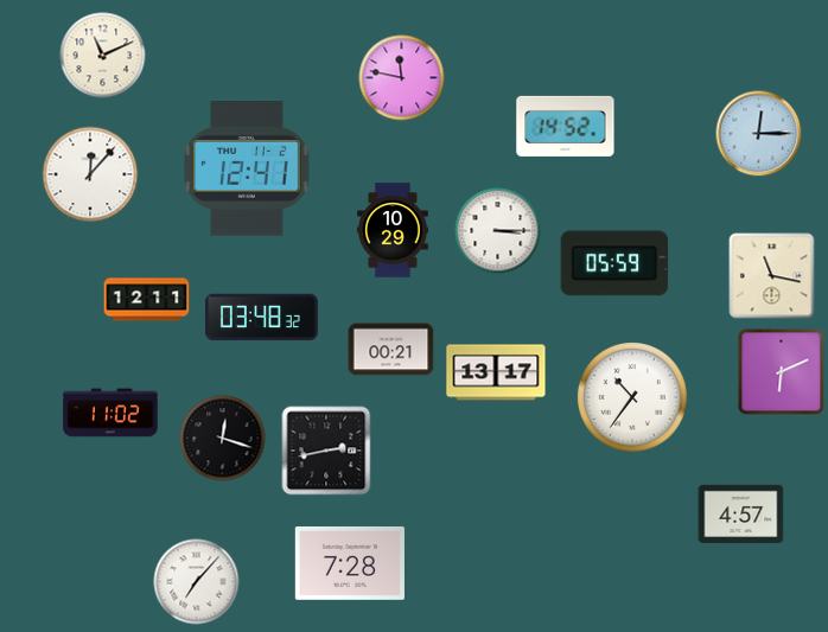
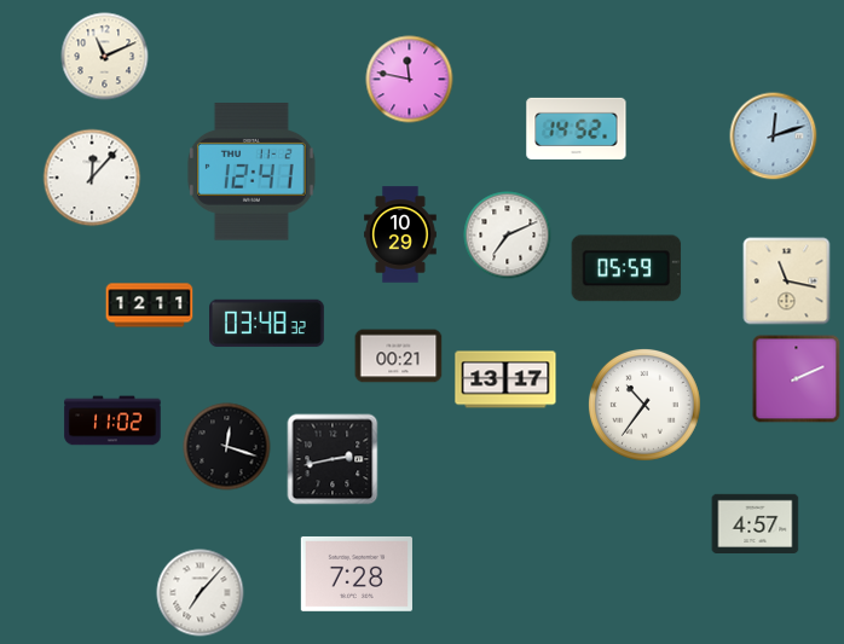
clock at (759, 134): 12:15 -> 12:12
clock at (498, 231): 3:15 -> 7:11
clock at (782, 372): 6:11 -> 2:11
